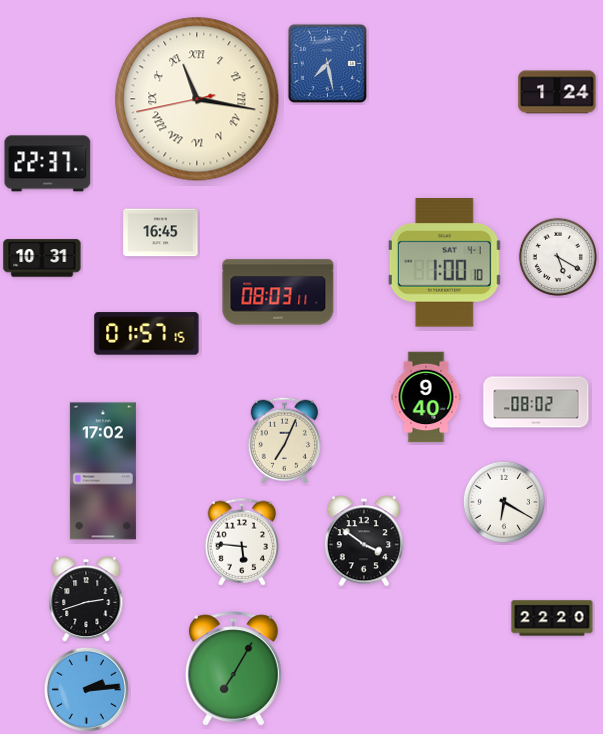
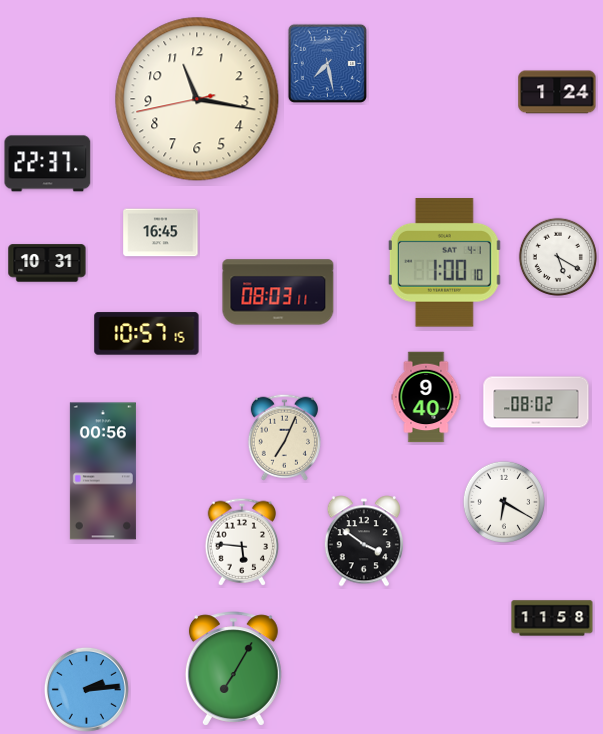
clock at (197, 99) numerals: Roman -> Arabic
clock at (42, 258) position: (42, 258) -> (47, 263)
clock at (147, 334): 01:57 -> 10:57
clock at (284, 440) position: (284, 440) -> (284, 437)
clock at (103, 471): 17:02 -> 00:56
clock at (86, 600): 2:42 -> none
clock at (552, 618): 22:20 -> 11:58
